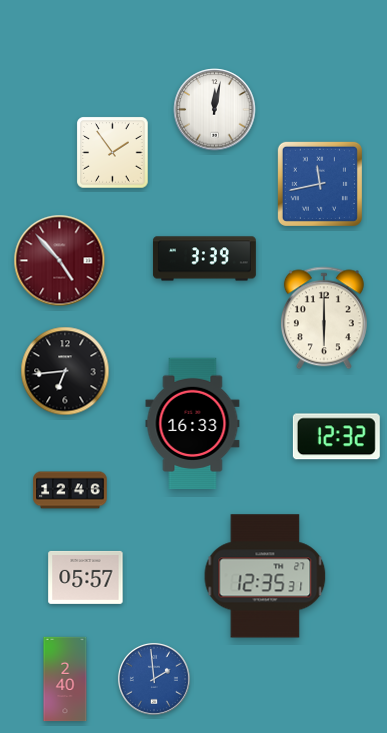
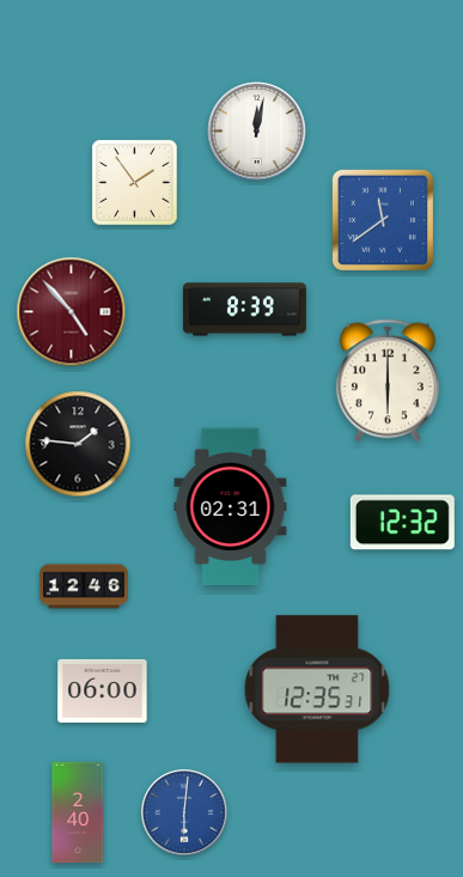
clock at (320, 184): 11:43 -> 11:39
clock at (204, 259): 3:39 -> 8:39
clock at (65, 371): 6:44 -> 1:46
clock at (193, 424): 16:33 -> 02:31
clock at (86, 577): 05:57 -> 06:00
clock at (154, 679): 1:59 -> 6:01
